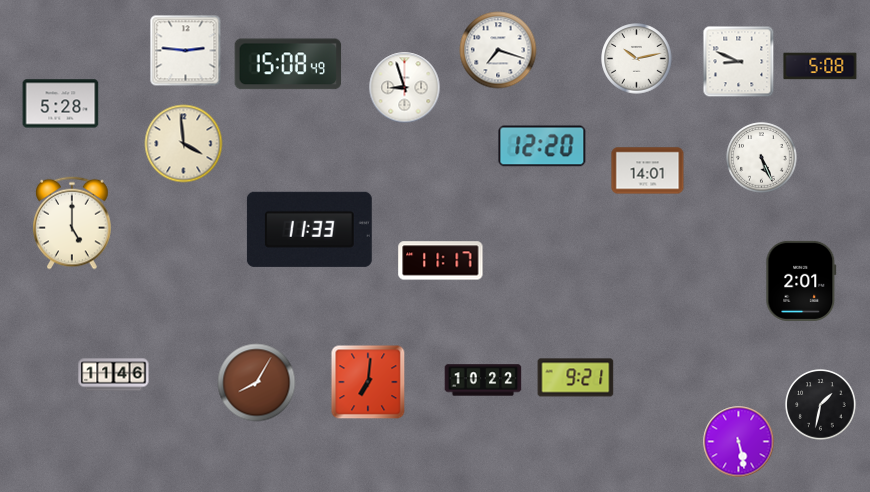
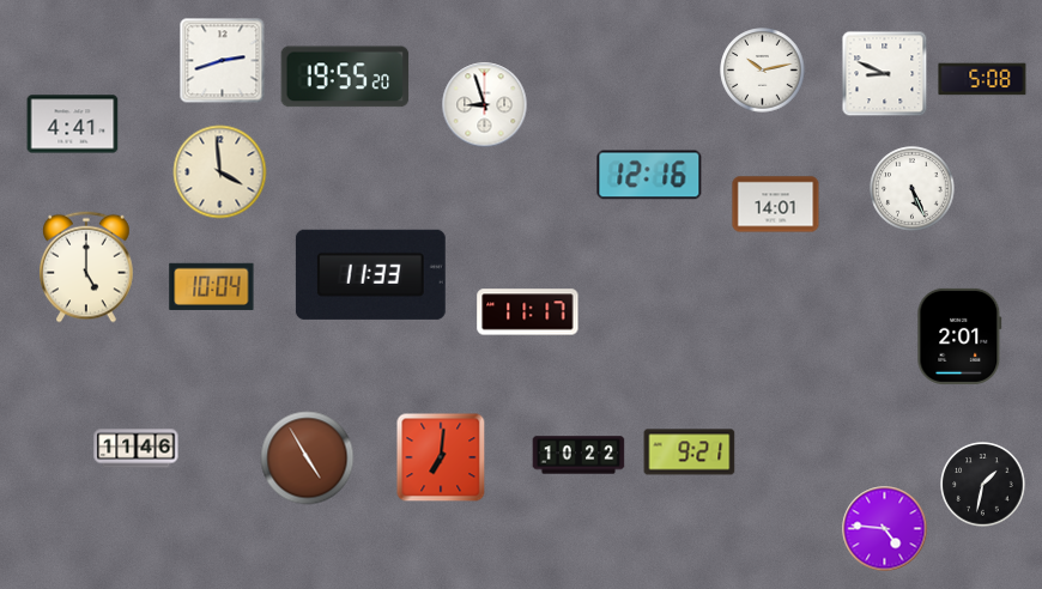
clock at (498, 50): 7:18 -> none
clock at (186, 51): 2:46 -> 2:42
clock at (288, 64): 15:08 -> 19:55
clock at (61, 104): 5:28 -> 4:41
clock at (542, 146): 12:20 -> 12:16
clock at (212, 286): none -> 10:04
clock at (257, 383): 8:05 -> 4:55
clock at (739, 442): 5:28 -> 4:46
